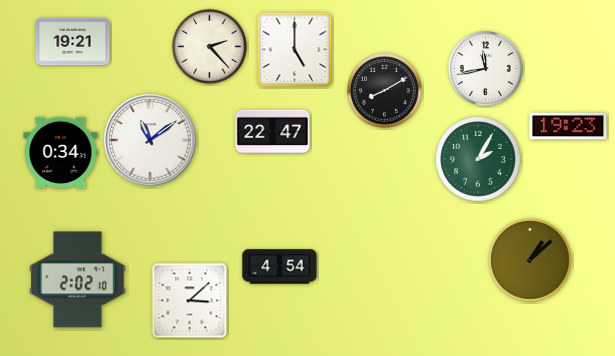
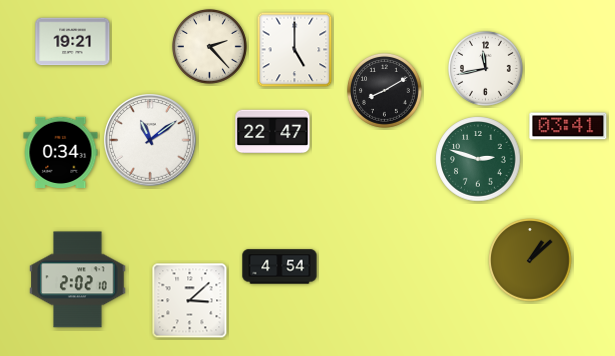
clock at (568, 126): 19:23 -> 03:41
clock at (478, 159): 2:05 -> 2:48
